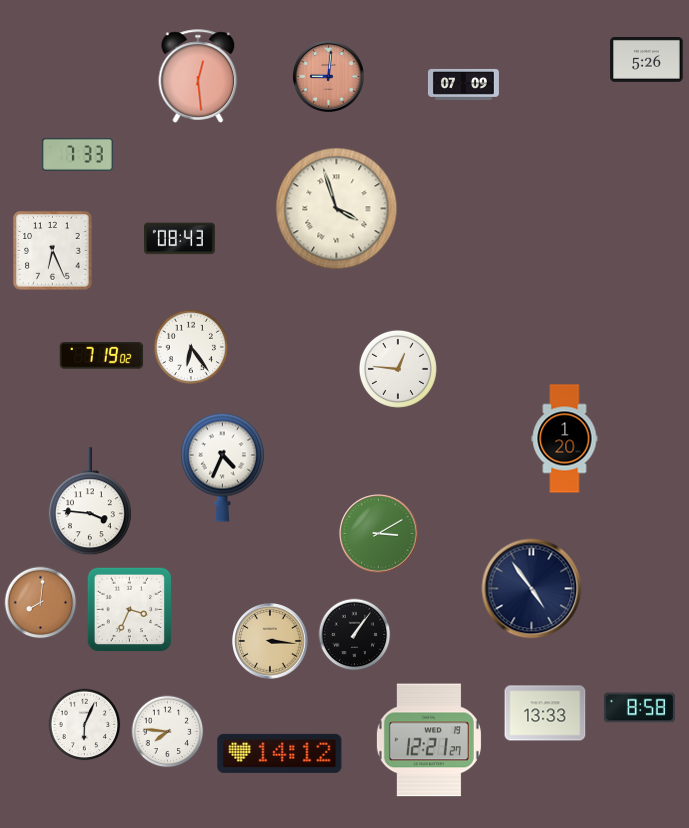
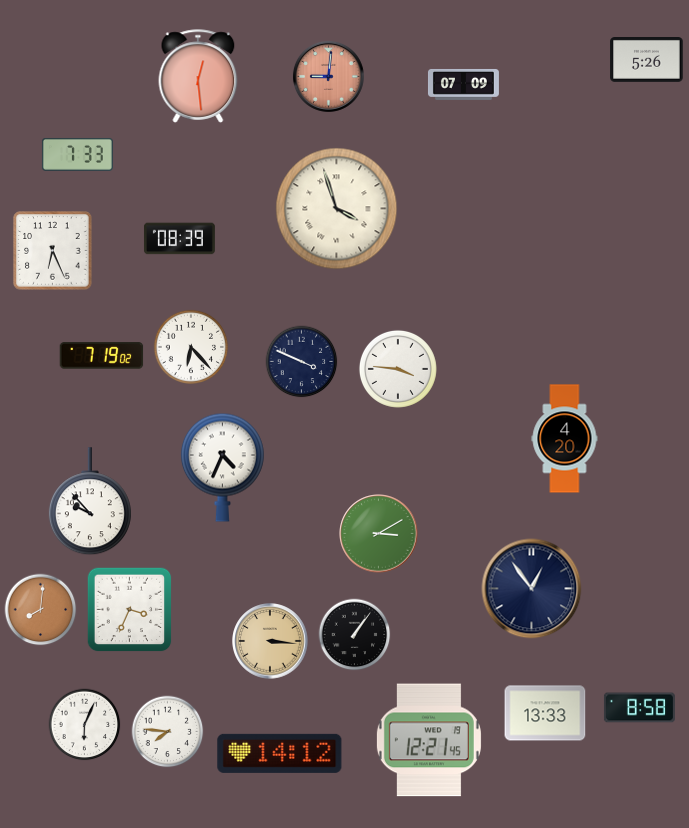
clock at (179, 239): 08:43 -> 08:39
clock at (190, 346): 6:24 -> 6:23
clock at (302, 362): none -> 3:49
clock at (398, 369): 12:46 -> 3:46
clock at (565, 439): 1:20 -> 4:20
clock at (90, 502): 3:46 -> 9:53
clock at (532, 589): 4:54 -> 12:54
clock at (41, 603) position: (41, 603) -> (41, 610)
clock at (429, 740): 12:21:27 -> 12:21:45
